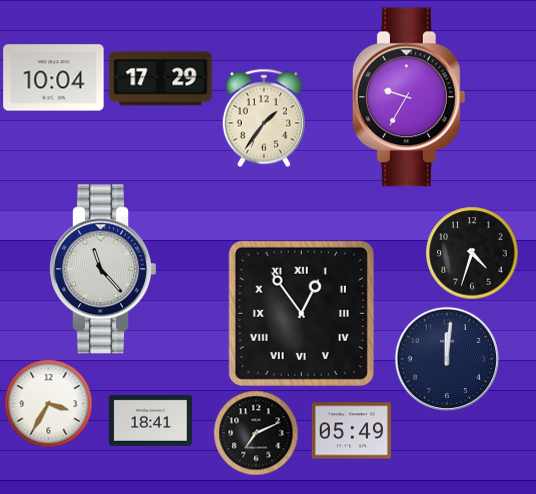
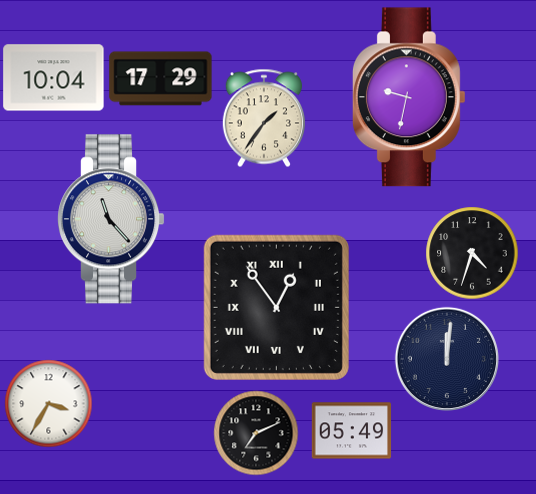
clock at (409, 97): 9:35 -> 9:32
clock at (104, 269) position: (104, 269) -> (112, 219)
clock at (301, 313) position: (301, 313) -> (276, 307)
clock at (150, 420): 18:41 -> none
